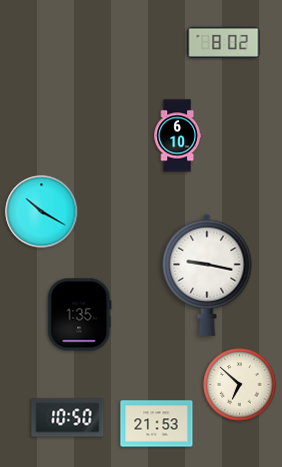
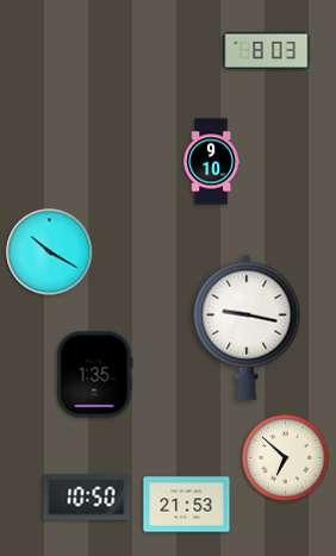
clock at (224, 42): 8:02 -> 8:03
clock at (177, 136): 6:10 -> 9:10
clock at (68, 418) position: (68, 418) -> (87, 498)
